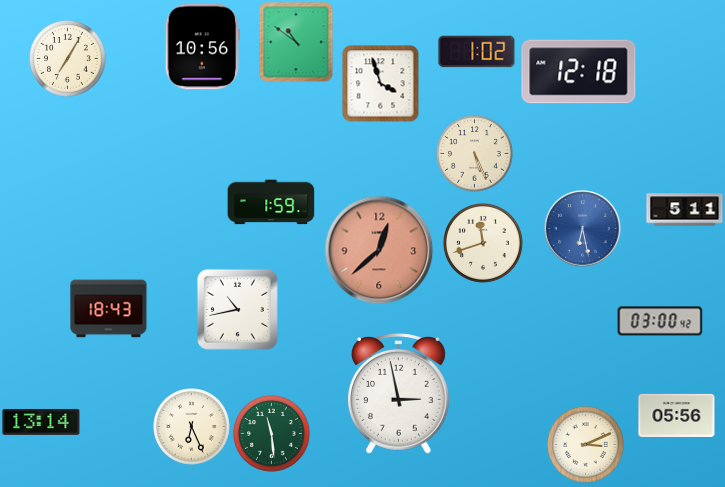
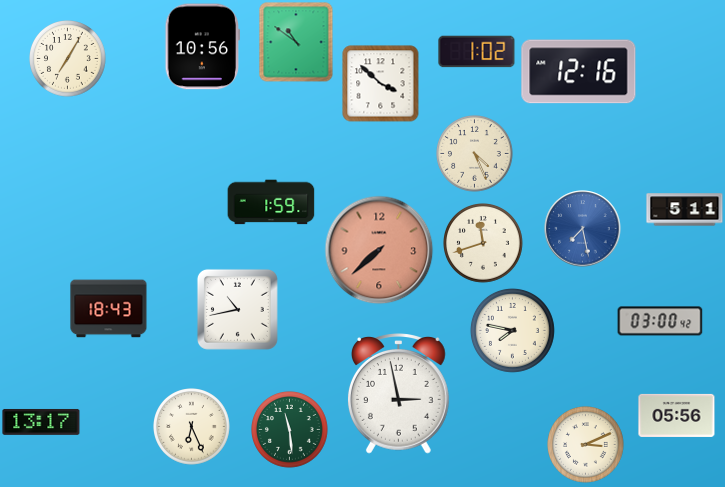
clock at (579, 72): 12:18 -> 12:16
clock at (381, 84): 3:57 -> 3:52
clock at (475, 154): 5:26 -> 4:26
clock at (583, 229): 6:28 -> 7:28
clock at (379, 250): 12:38 -> 7:38
clock at (512, 330): none -> 7:47
clock at (41, 422): 13:14 -> 13:17
clock at (272, 434) position: (272, 434) -> (290, 430)
